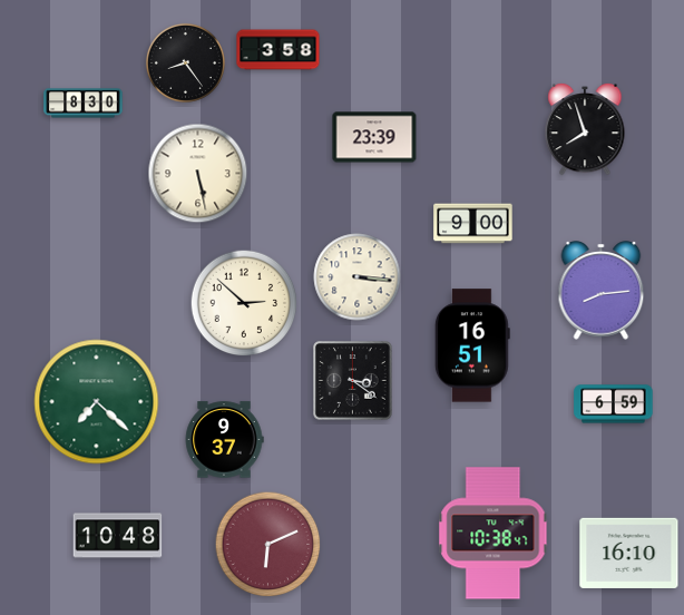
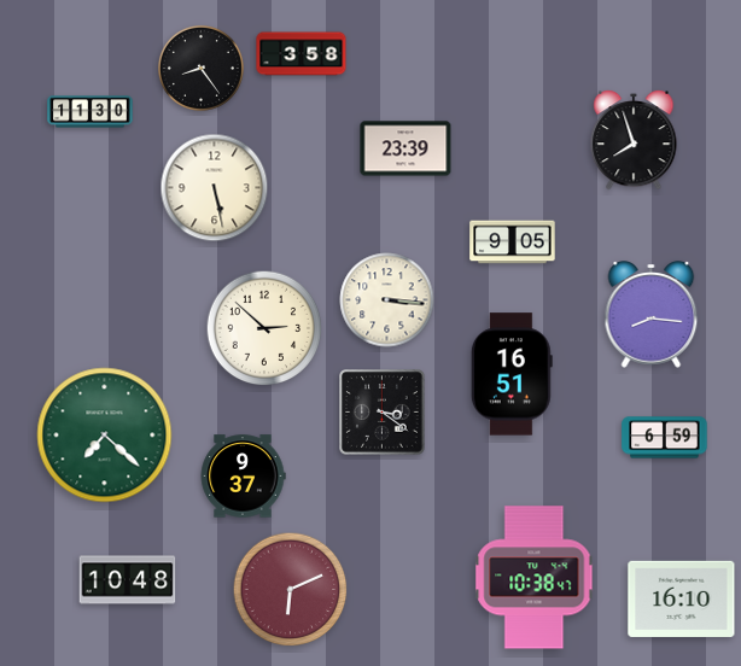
clock at (84, 104): 8:30 -> 11:30
clock at (473, 224): 9:00 -> 9:05
clock at (602, 291): 8:14 -> 8:16
